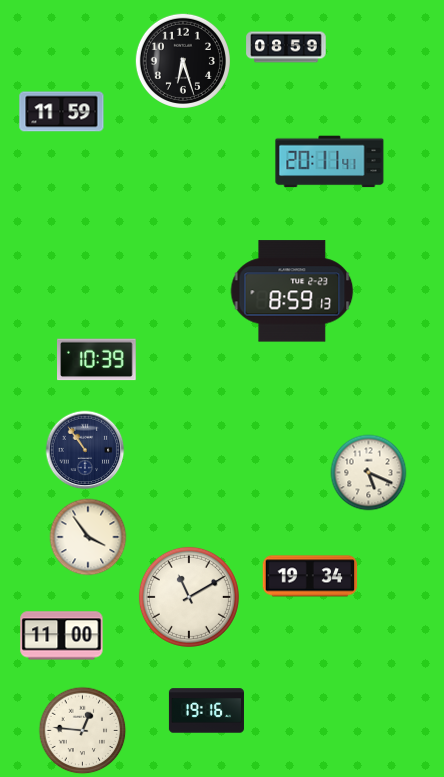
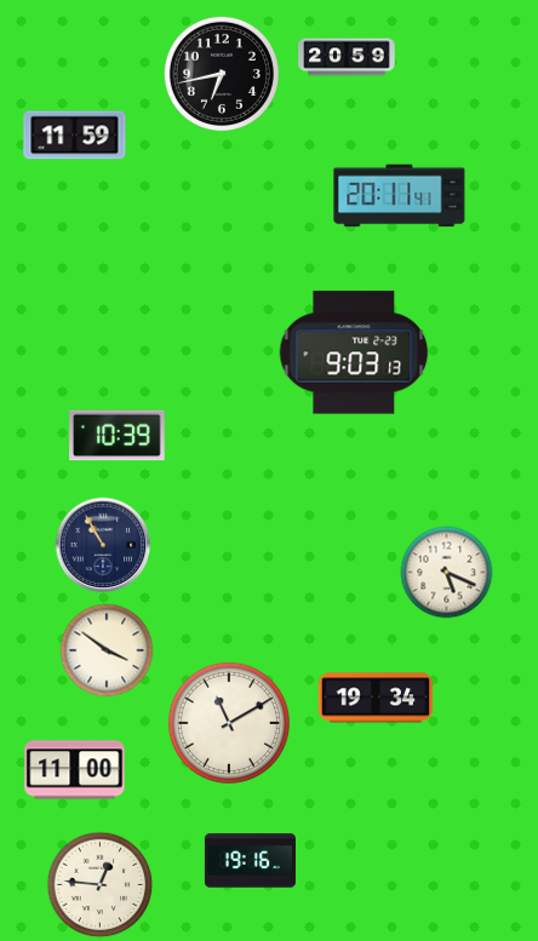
clock at (286, 47): 08:59 -> 20:59
clock at (183, 61): 6:27 -> 6:43
clock at (292, 291): 8:59 -> 9:03
clock at (85, 450): 10:54 -> 10:55
clock at (88, 537): 3:54 -> 3:51
